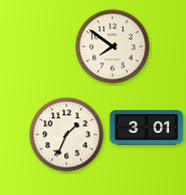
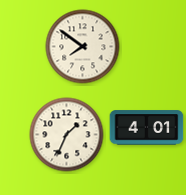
clock at (113, 47) position: (113, 47) -> (83, 47)
clock at (147, 128): 3:01 -> 4:01
